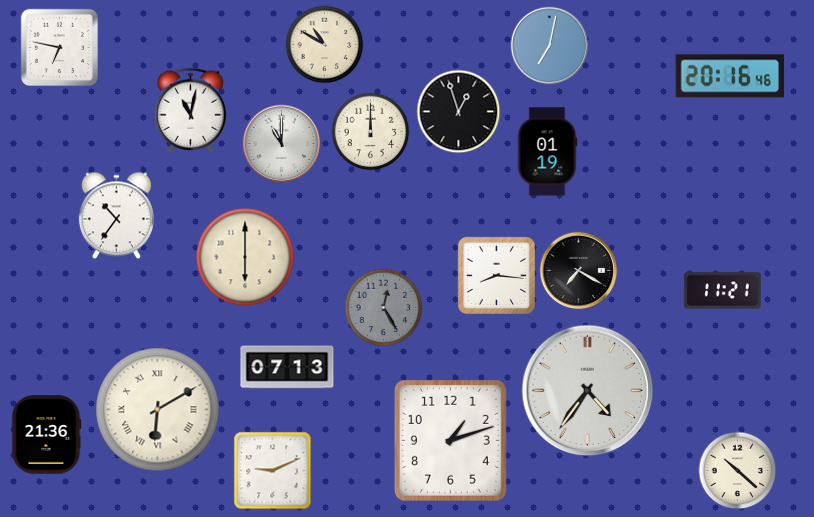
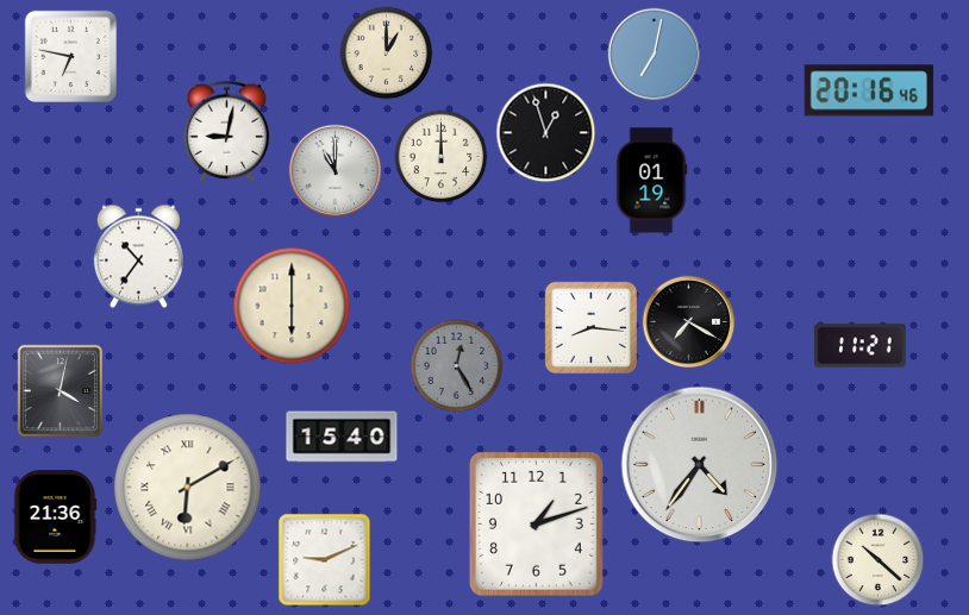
clock at (324, 44): 10:50 -> 1:00
clock at (191, 110): 11:02 -> 9:02
clock at (60, 390): none -> 4:02
clock at (287, 367): 07:13 -> 15:40
